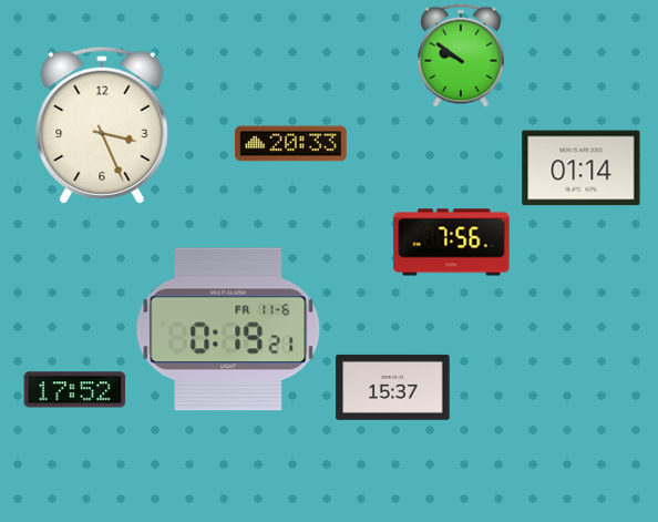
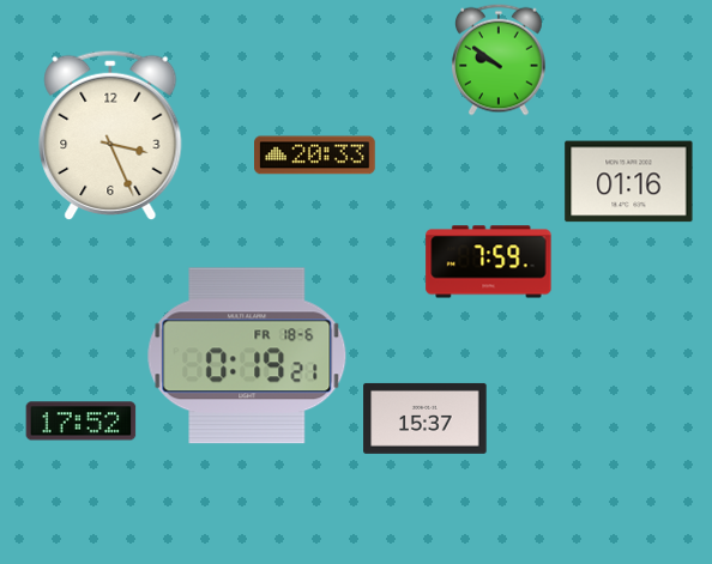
clock at (582, 168): 01:14 -> 01:16
clock at (452, 243): 7:56 -> 7:59
clock at (228, 329) date: FR 11-6 -> FR 18-6
